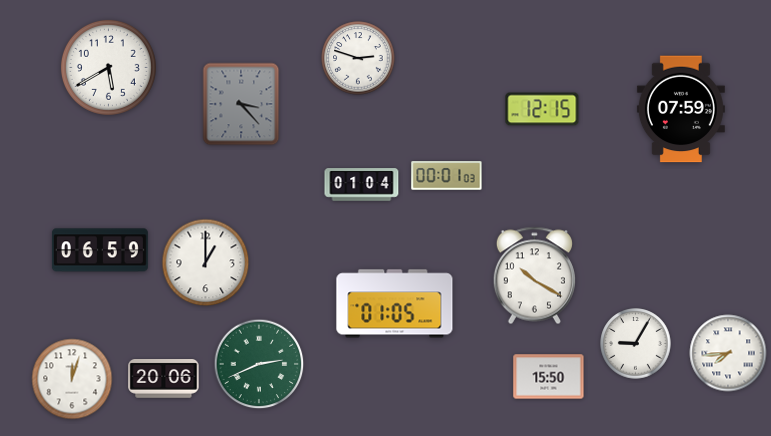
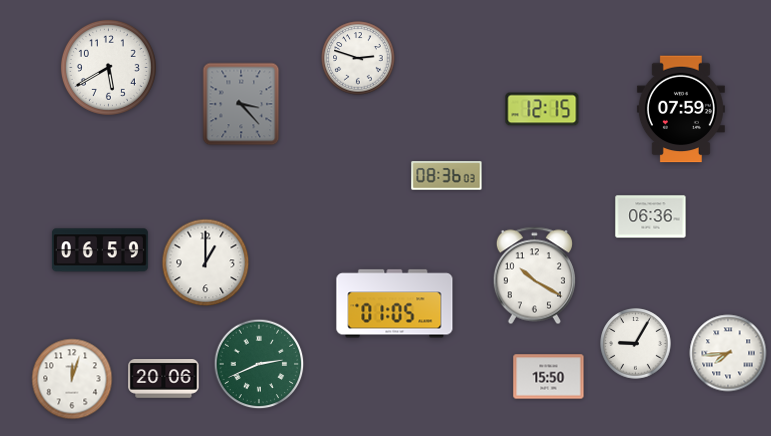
clock at (447, 176): 00:01 -> 08:36
clock at (362, 185): 01:04 -> none
clock at (651, 217): none -> 06:36
